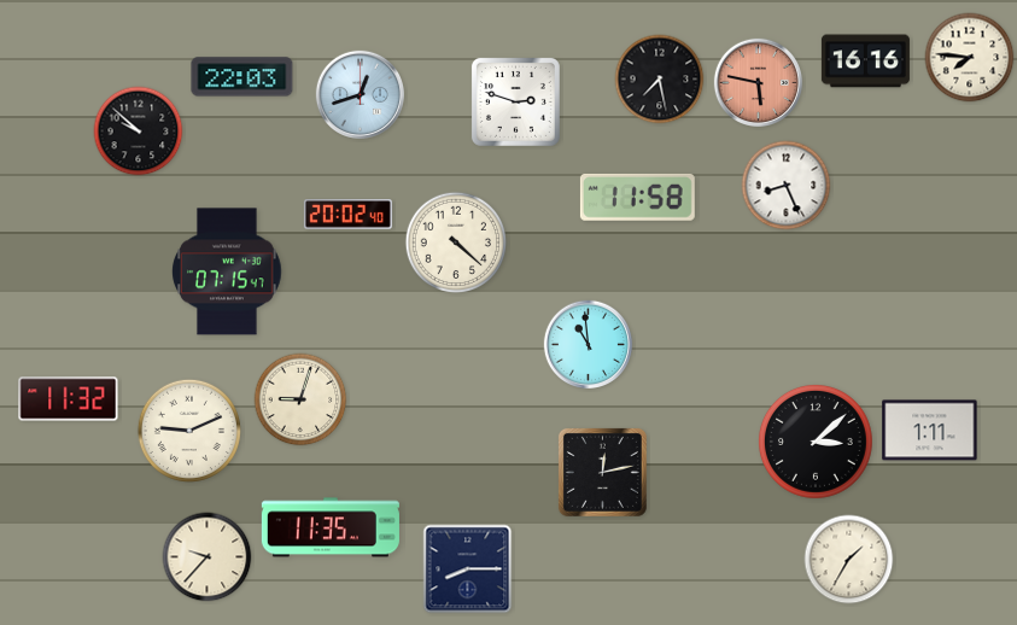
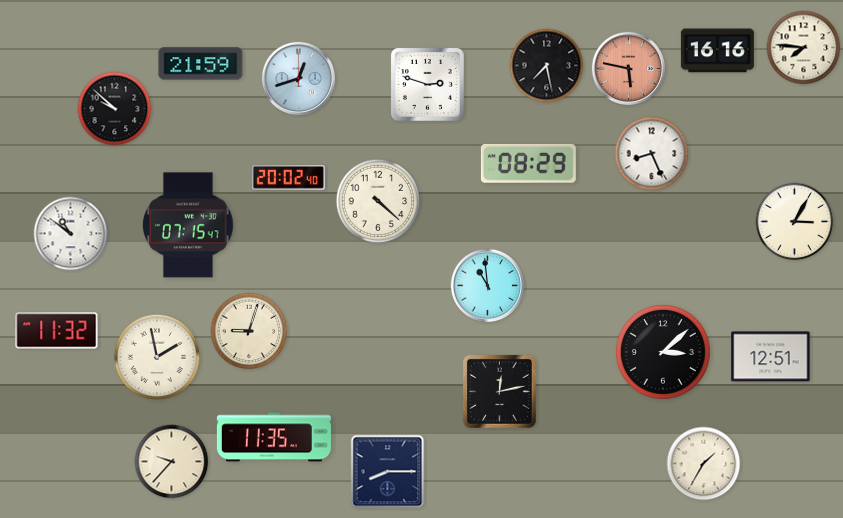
clock at (242, 77): 22:03 -> 21:59
clock at (637, 197): 11:58 -> 08:29
clock at (795, 222): none -> 3:05
clock at (71, 234): none -> 10:51
clock at (189, 431): 9:11 -> 1:58
clock at (930, 431): 1:11 -> 12:51
clock at (816, 442) position: (816, 442) -> (663, 352)
